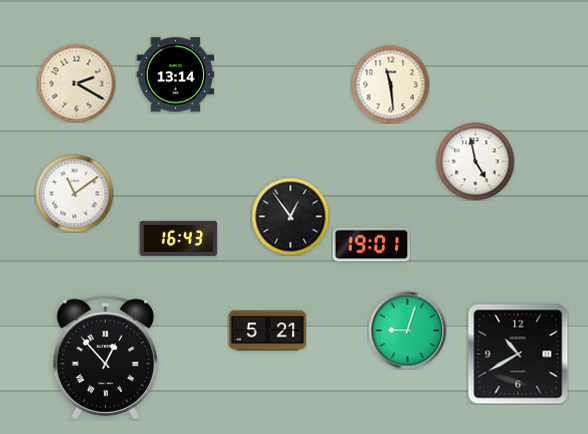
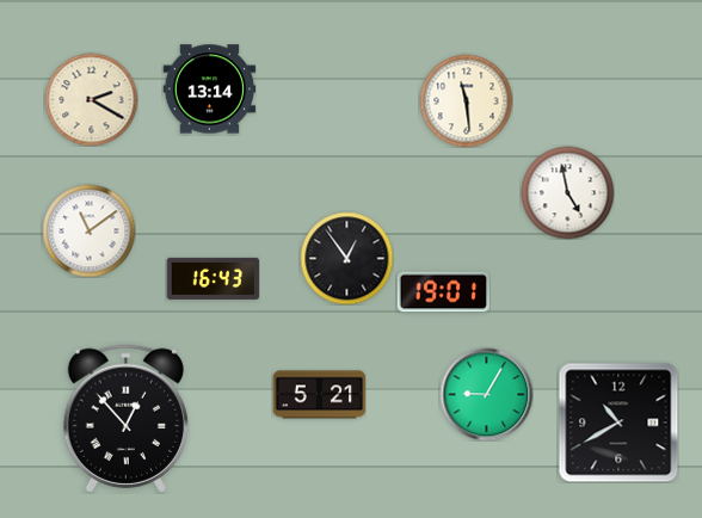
clock at (178, 238) position: (178, 238) -> (213, 278)
clock at (407, 330): 9:03 -> 9:05
clock at (105, 357) position: (105, 357) -> (125, 418)
